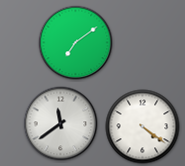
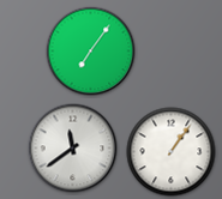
clock at (76, 43): 7:09 -> 7:06
clock at (143, 127): 4:21 -> 1:06
